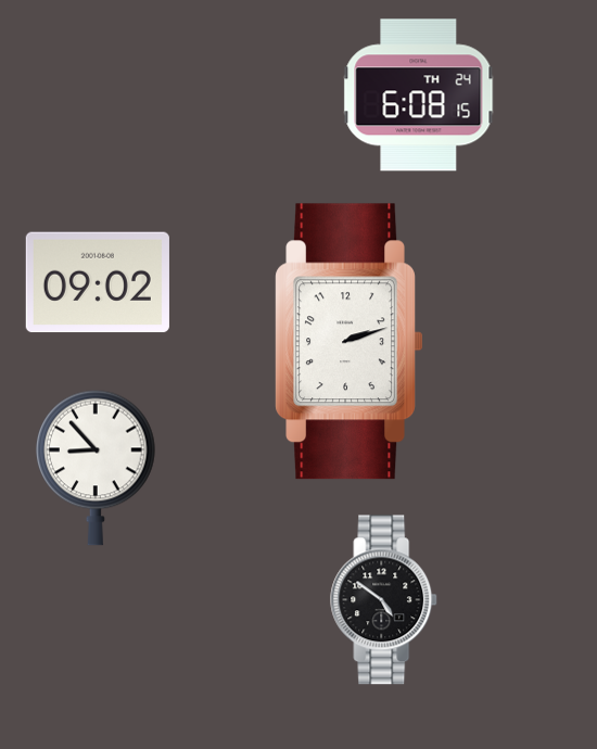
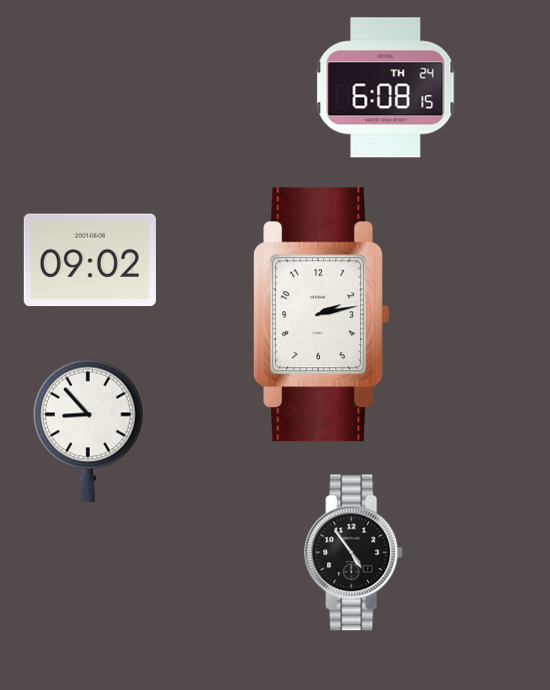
clock at (348, 342): 2:12 -> 2:13
clock at (384, 600): 4:51 -> 4:54
